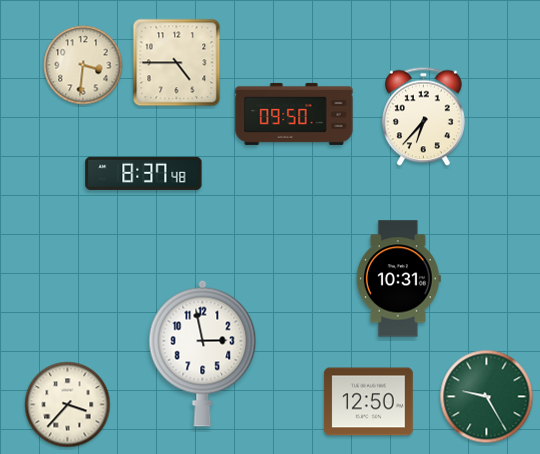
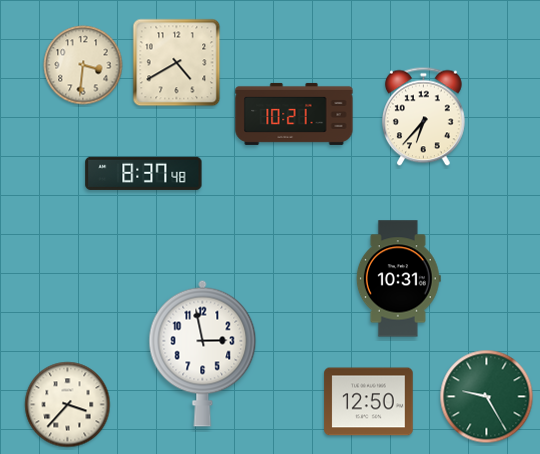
clock at (177, 63): 4:45 -> 4:40
clock at (294, 114): 09:50 -> 10:21
